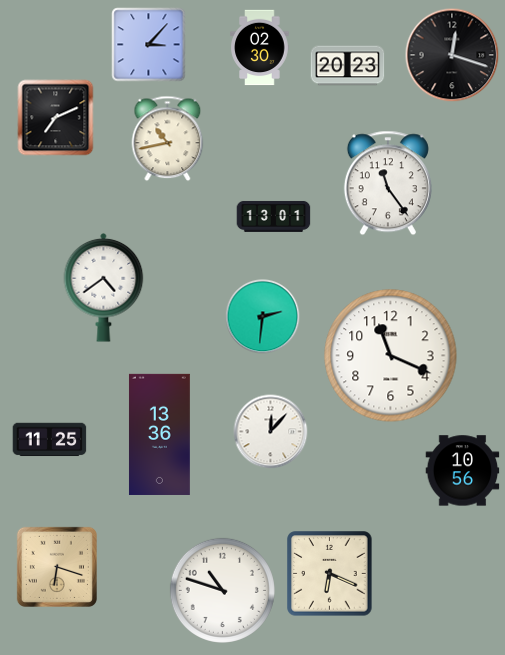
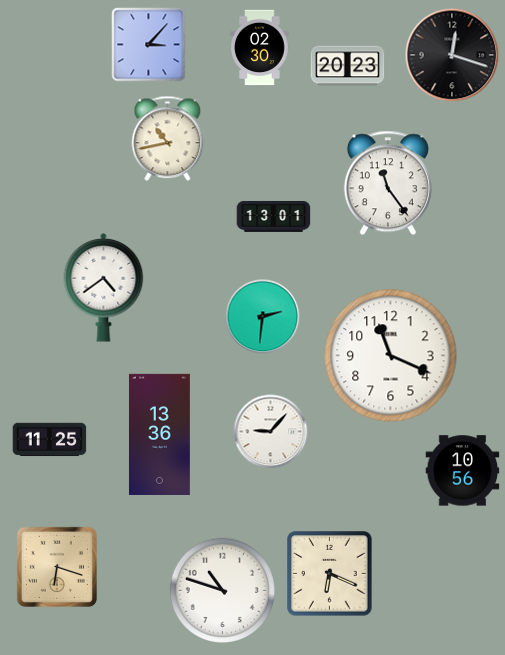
clock at (56, 118): 7:11 -> none
clock at (271, 432): 12:07 -> 9:07
